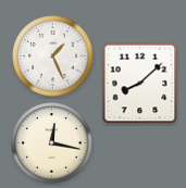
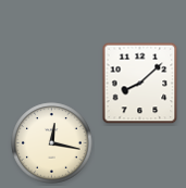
clock at (53, 57): 1:26 -> none
